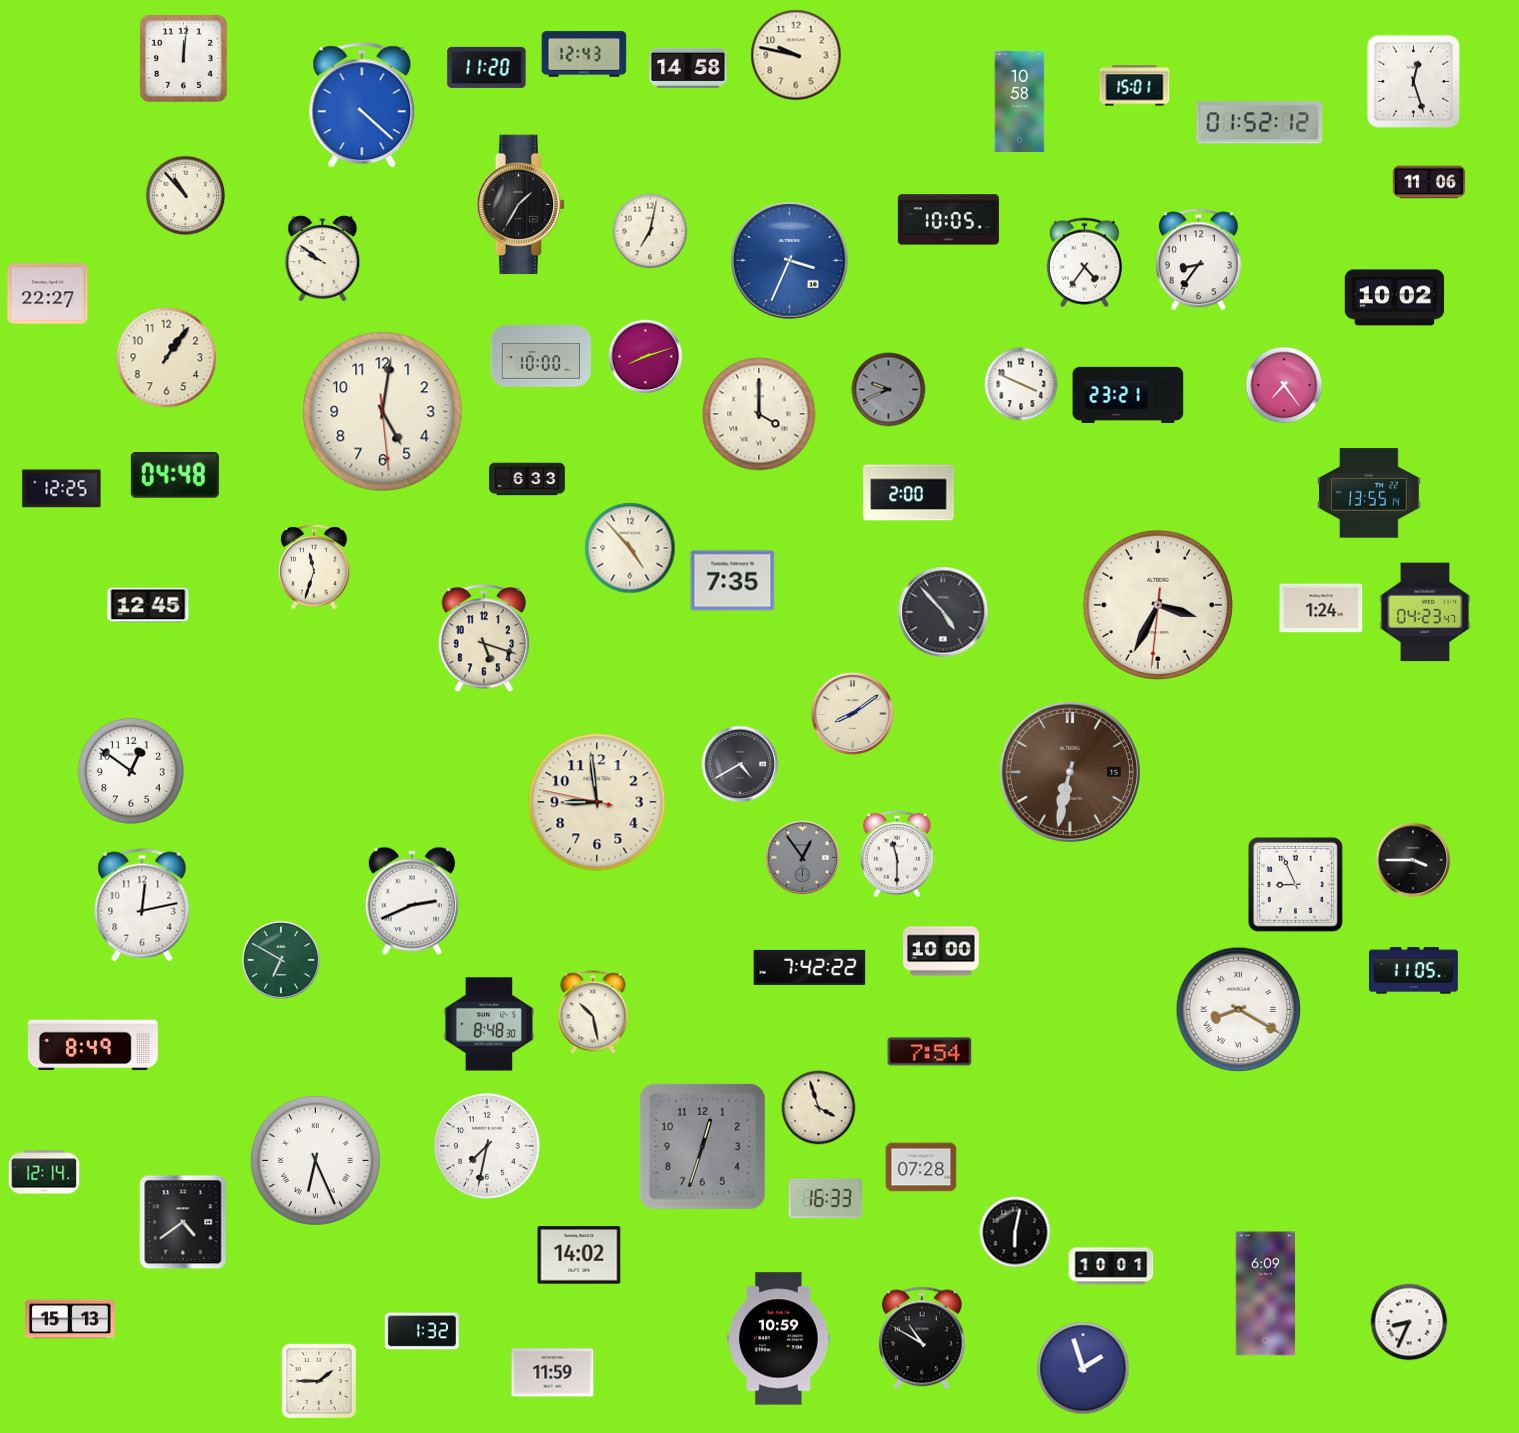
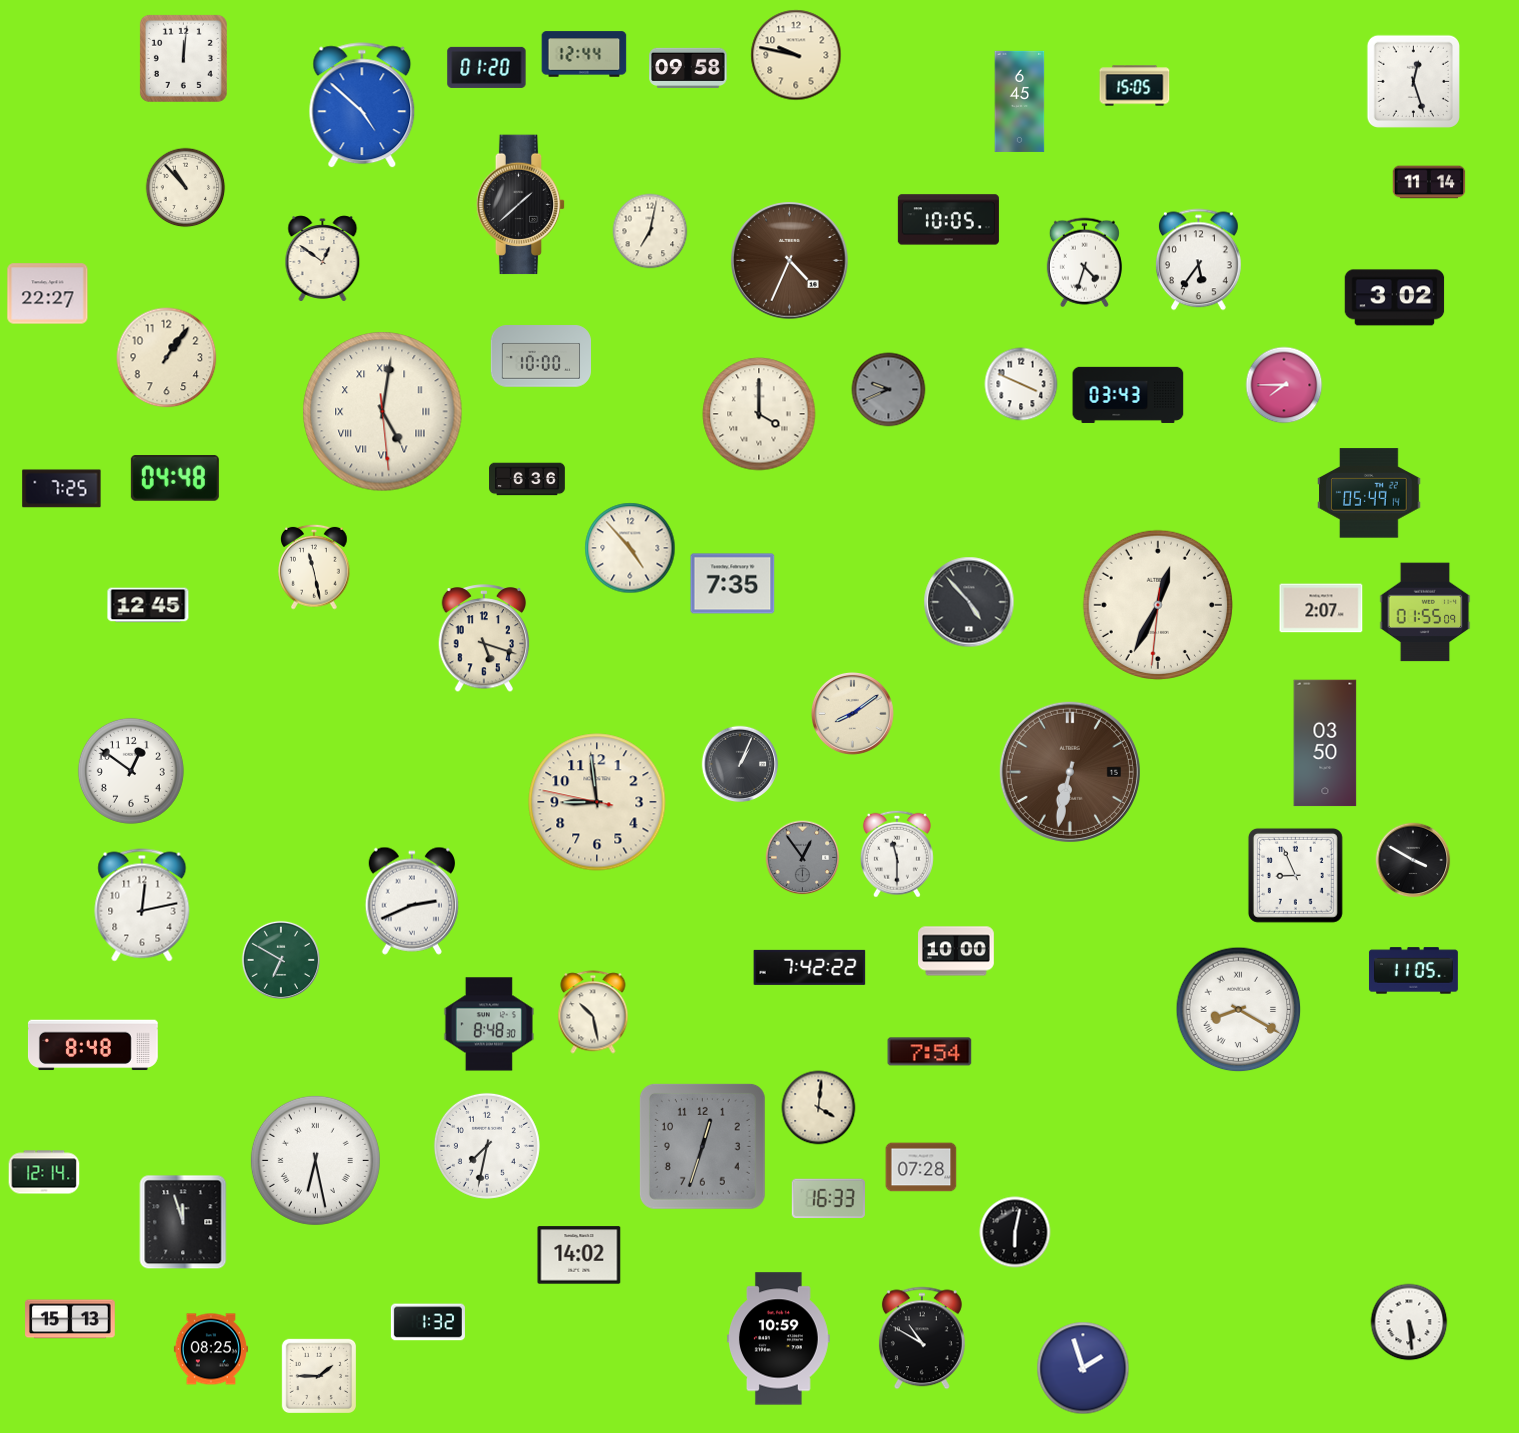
clock at (584, 54): 12:43 -> 12:44
clock at (487, 67): 11:20 -> 01:20
clock at (688, 68): 14:58 -> 09:58
clock at (1135, 86): 15:01 -> 15:05
clock at (1020, 101): 10:58 -> 6:45
clock at (362, 106): 4:22 -> 4:52
clock at (1260, 123): 01:52 -> none
clock at (1429, 182): 11:06 -> 11:14
clock at (186, 196) position: (186, 196) -> (186, 188)
clock at (521, 205): 1:35 -> 1:38
clock at (323, 259): 9:51 -> 12:51
clock at (1198, 260): 8:36 -> 5:36
clock at (790, 261): 3:34 -> 4:34
clock at (790, 261) dial: blue -> brown
clock at (1084, 263): 4:36 -> 4:33
clock at (1395, 298): 10:02 -> 3:02
clock at (646, 357): 8:12 -> none
clock at (1284, 385): 7:24 -> 7:45
clock at (1128, 395): 23:21 -> 03:43
clock at (383, 412) numerals: Arabic -> Roman
clock at (175, 476) position: (175, 476) -> (175, 479)
clock at (527, 479): 6:33 -> 6:36
clock at (62, 489): 12:25 -> 7:25
clock at (909, 493): 2:00 -> none
clock at (1369, 493): 13:55 -> 05:49
clock at (315, 567): 11:33 -> 11:28
clock at (733, 581) position: (733, 581) -> (733, 584)
clock at (1158, 605): 3:34 -> 12:34
clock at (1321, 608): 1:24 -> 2:07
clock at (943, 612) position: (943, 612) -> (969, 602)
clock at (1425, 612): 04:23 -> 01:55
clock at (1325, 743): none -> 03:50
clock at (740, 764): 4:40 -> 1:04
clock at (1413, 860): 3:45 -> 3:50
clock at (1295, 884) position: (1295, 884) -> (1295, 875)
clock at (942, 951) position: (942, 951) -> (957, 951)
clock at (93, 1045): 8:49 -> 8:48
clock at (819, 1108): 3:57 -> 4:01
clock at (315, 1160): 6:26 -> 6:28
clock at (825, 1199) position: (825, 1199) -> (828, 1199)
clock at (183, 1222): 4:39 -> 11:57
clock at (1111, 1266): 10:01 -> none
clock at (1266, 1294): 6:09 -> none
clock at (1409, 1322): 8:34 -> 5:29
clock at (422, 1331) position: (422, 1331) -> (428, 1322)
clock at (211, 1349): none -> 08:25
clock at (553, 1373): 11:59 -> none
clock at (318, 1380) position: (318, 1380) -> (318, 1375)
